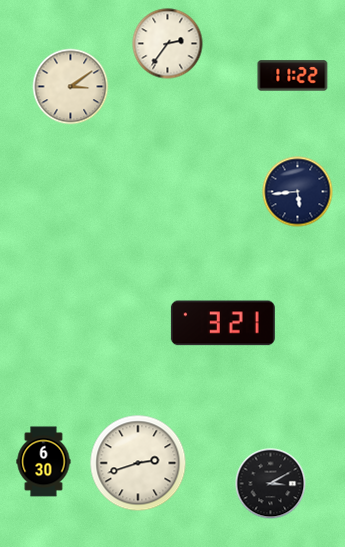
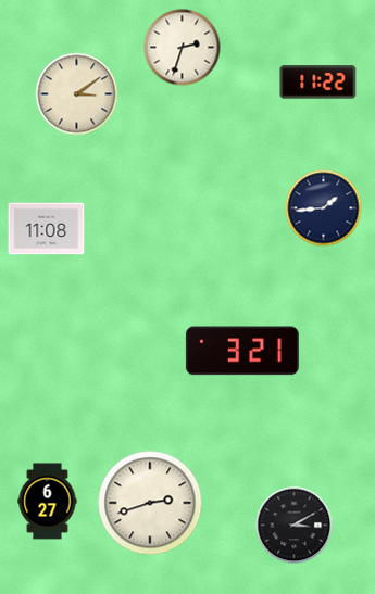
clock at (168, 44): 2:36 -> 2:33
clock at (298, 192): 5:44 -> 1:44
clock at (47, 229): none -> 11:08
clock at (44, 462): 6:30 -> 6:27
